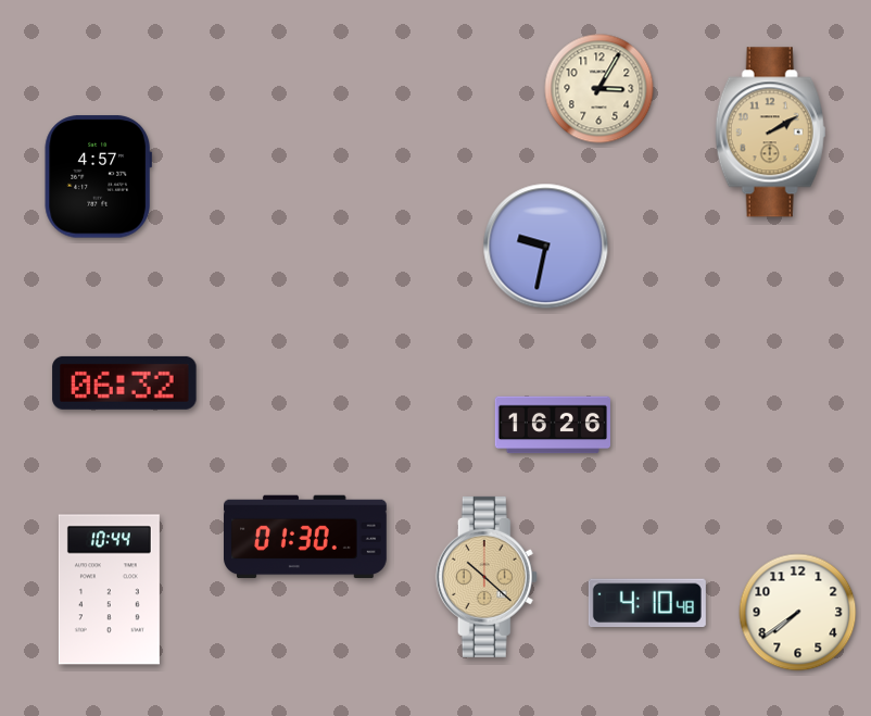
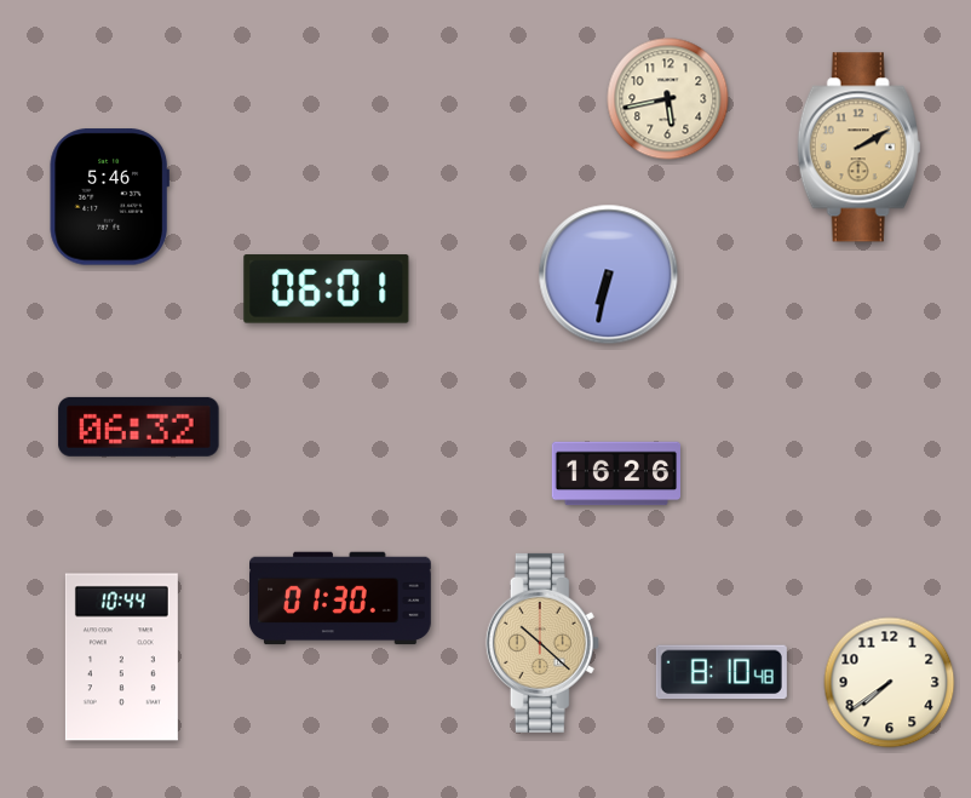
clock at (599, 89): 3:05 -> 5:43
clock at (98, 177): 4:57 -> 5:46
clock at (546, 247): 9:32 -> 6:32
clock at (327, 289): none -> 06:01
clock at (647, 603): 4:10 -> 8:10
